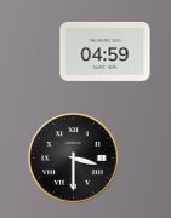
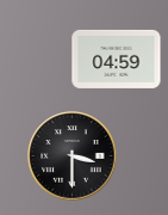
clock at (106, 51) position: (106, 51) -> (117, 59)
